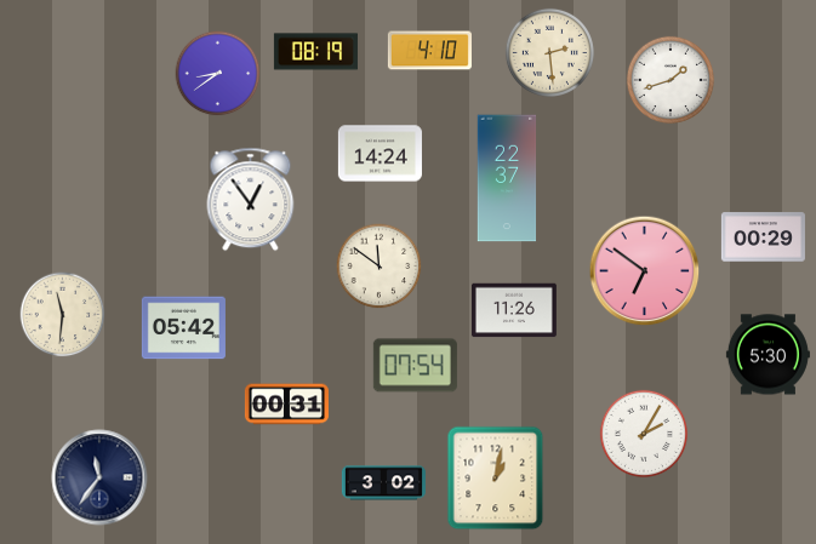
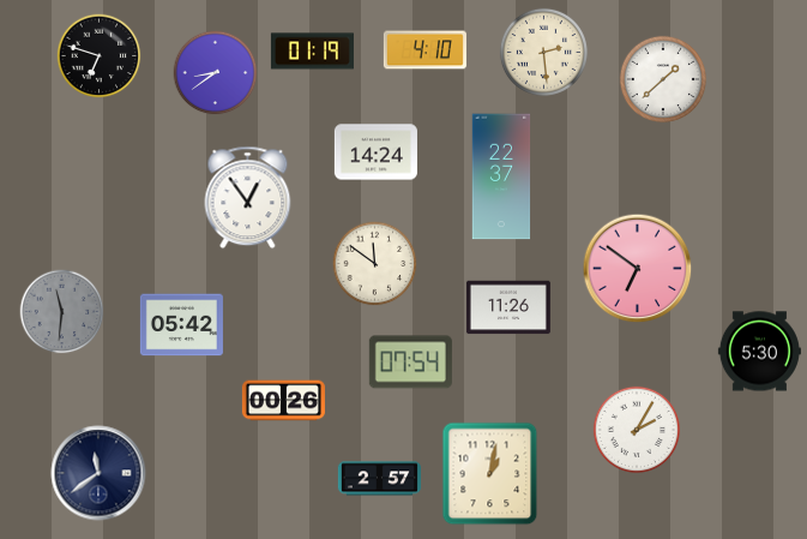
clock at (315, 52): 08:19 -> 01:19
clock at (100, 56): none -> 6:48
clock at (671, 80): 1:42 -> 1:38
clock at (763, 237): 00:29 -> none
clock at (63, 315) dial: cream -> grey
clock at (286, 405): 00:31 -> 00:26
clock at (99, 477): 11:36 -> 11:39
clock at (383, 483): 3:02 -> 2:57
